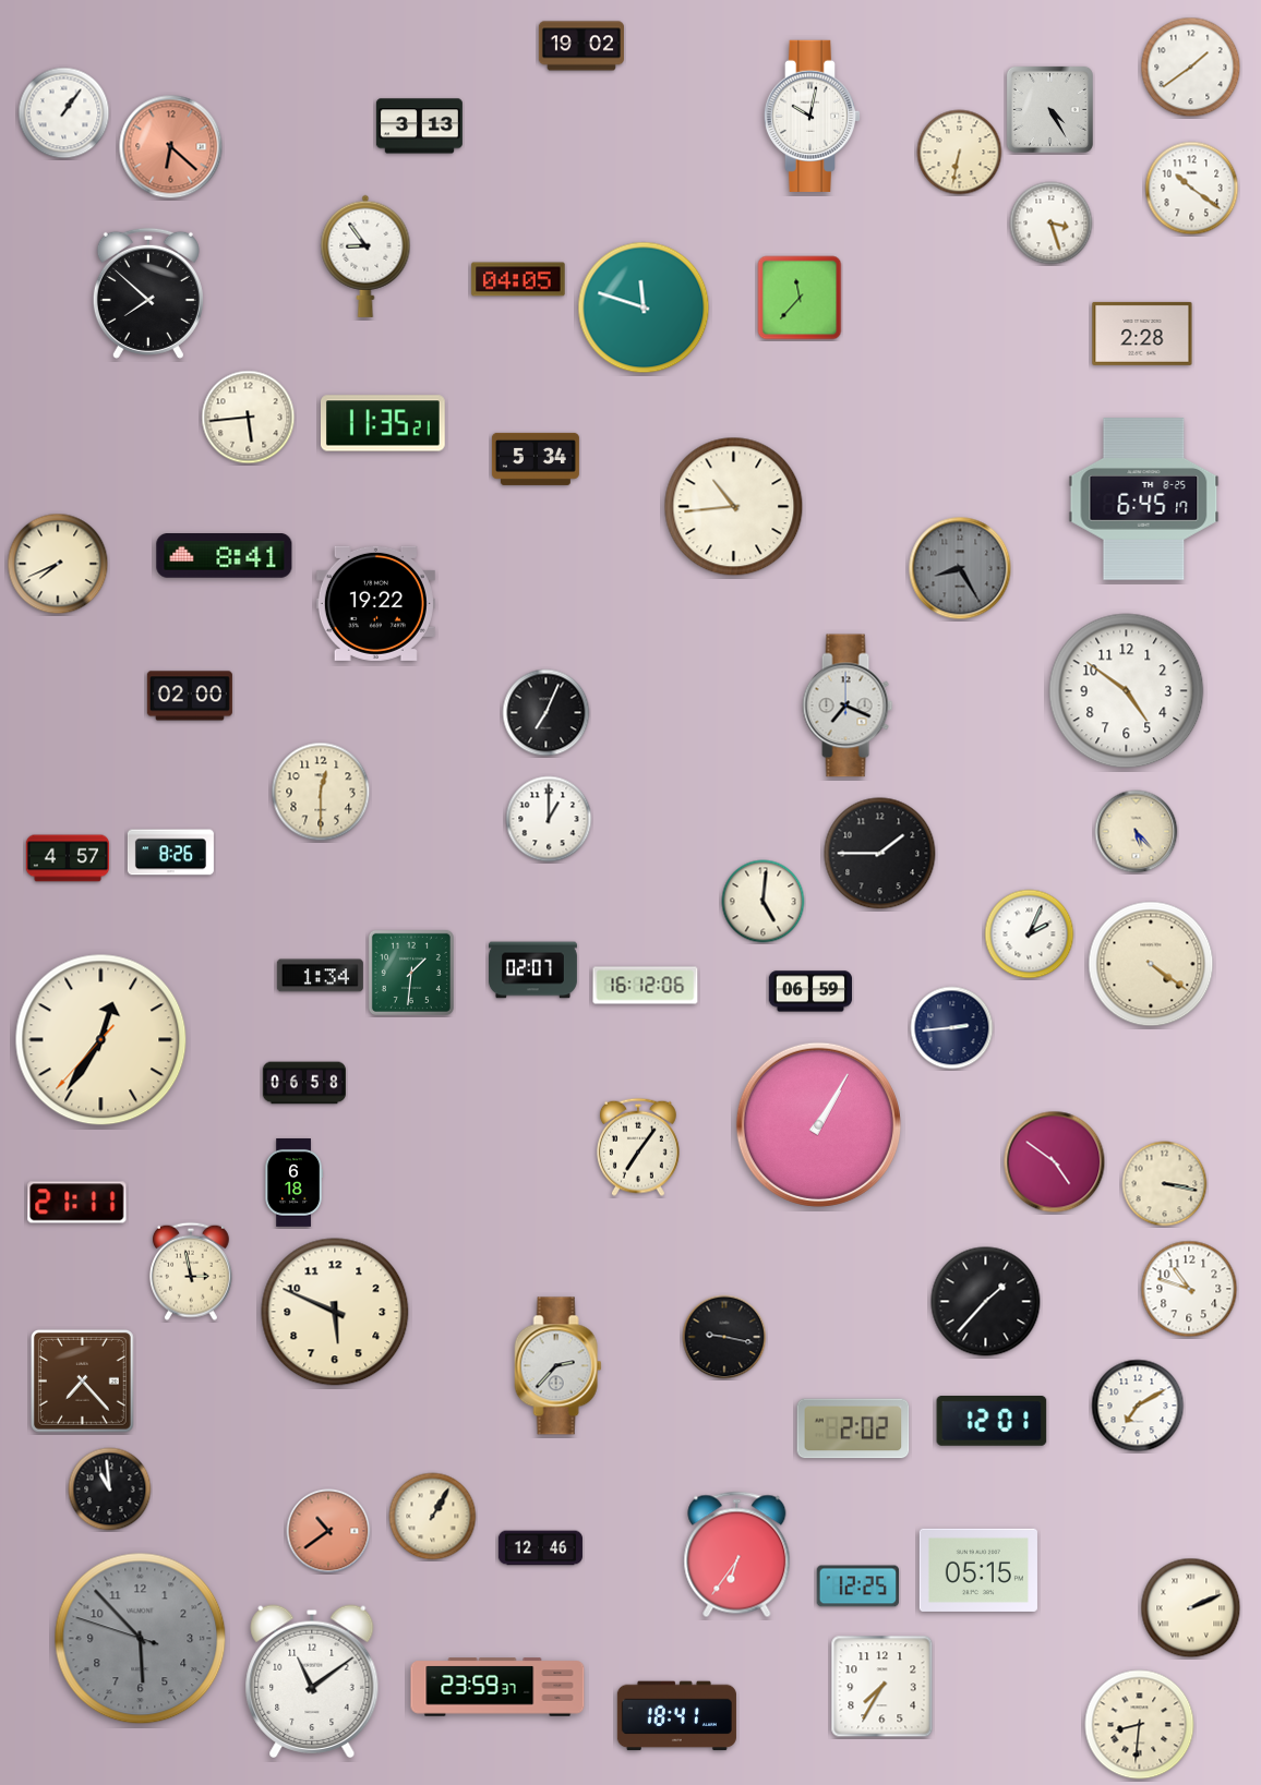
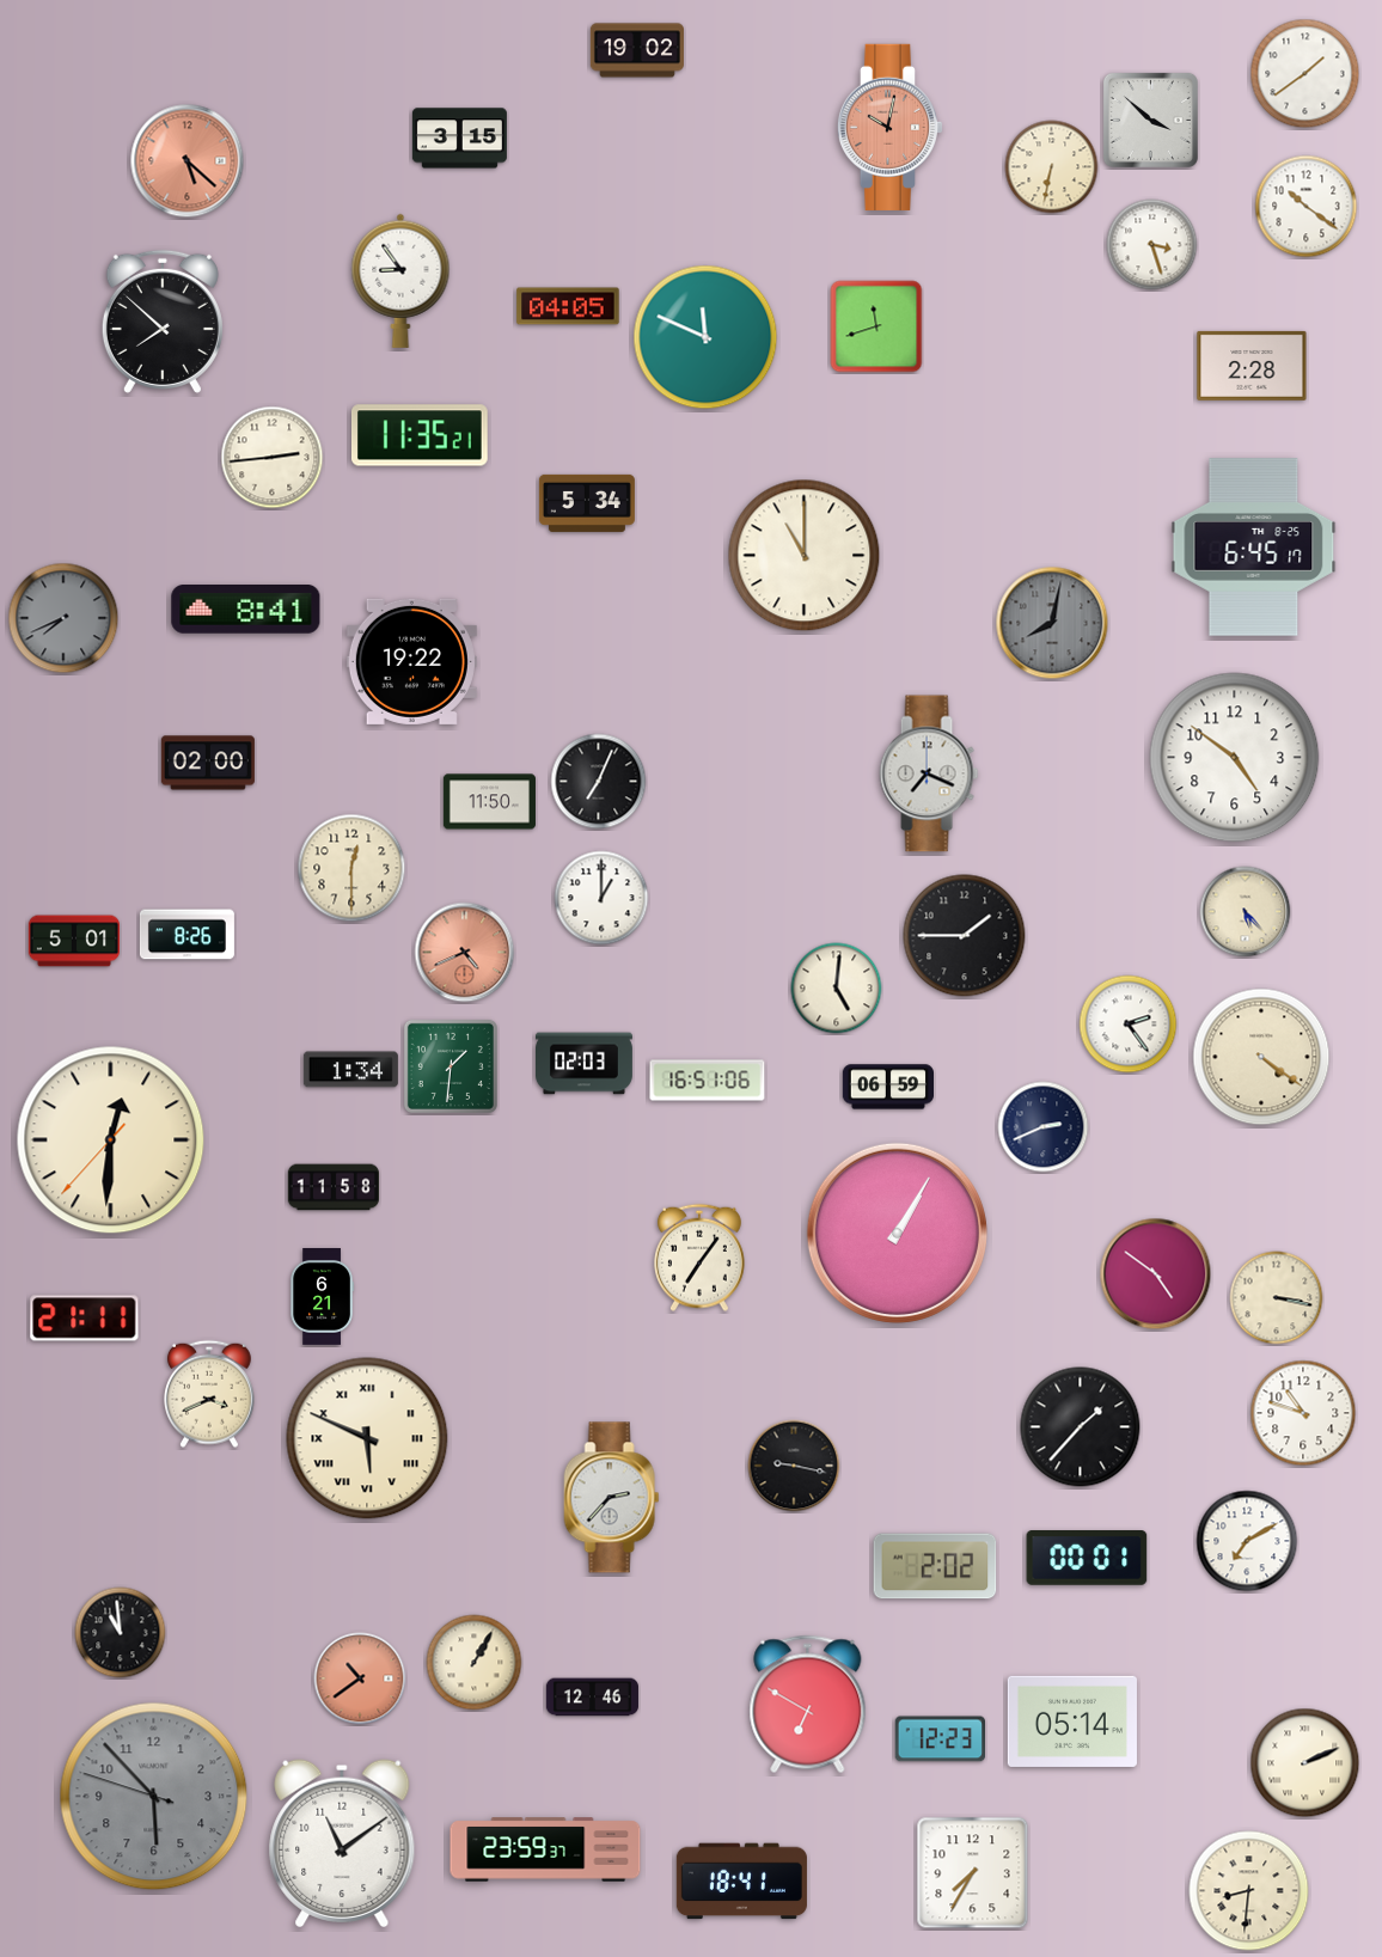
clock at (1049, 109): 4:25 -> 3:52
clock at (64, 113): 1:06 -> none
clock at (813, 116) dial: white -> salmon
clock at (419, 126): 3:13 -> 3:15
clock at (171, 147): 6:22 -> 5:22
clock at (800, 298): 11:37 -> 11:42
clock at (644, 307): 11:48 -> 11:49
clock at (249, 418): 5:44 -> 2:44
clock at (384, 423) position: (384, 423) -> (421, 435)
clock at (734, 507): 10:44 -> 11:00
clock at (58, 564) dial: cream -> grey
clock at (960, 568): 8:25 -> 8:02
clock at (489, 802): none -> 11:50
clock at (67, 858): 4:57 -> 5:01
clock at (465, 953): none -> 4:41
clock at (1030, 934): 2:04 -> 2:24
clock at (533, 970): 02:07 -> 02:03
clock at (646, 986): 16:12 -> 16:51
clock at (952, 1028): 2:44 -> 2:41
clock at (101, 1040): 12:35 -> 12:30
clock at (303, 1083): 06:58 -> 11:58
clock at (293, 1183): 6:18 -> 6:21
clock at (191, 1271): 2:58 -> 3:41
clock at (335, 1312) numerals: Arabic -> Roman
clock at (82, 1380): 7:23 -> none
clock at (992, 1421): 12:01 -> 00:01
clock at (737, 1555): 6:36 -> 6:50
clock at (978, 1570): 05:15 -> 05:14
clock at (857, 1587): 12:25 -> 12:23
clock at (882, 1687) position: (882, 1687) -> (973, 1873)
